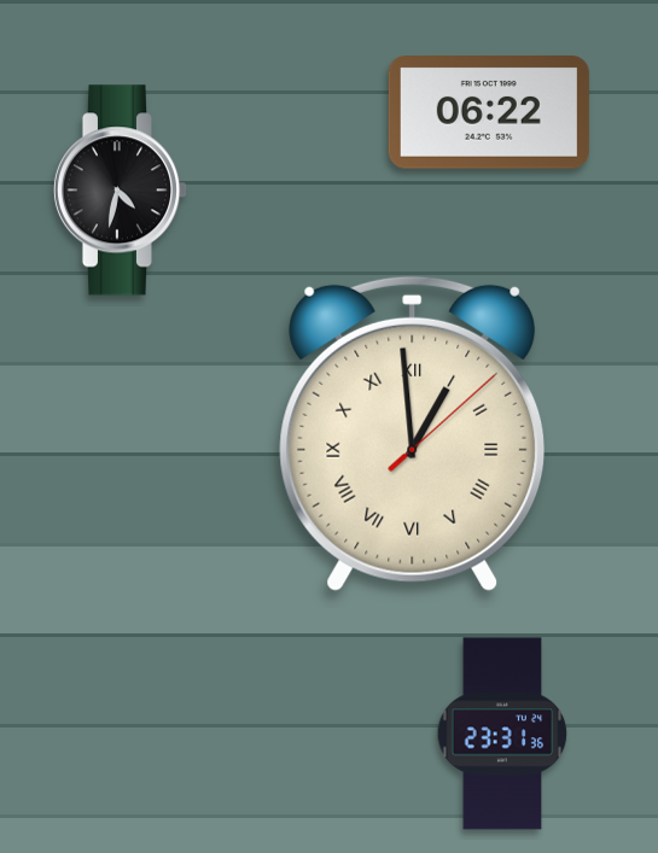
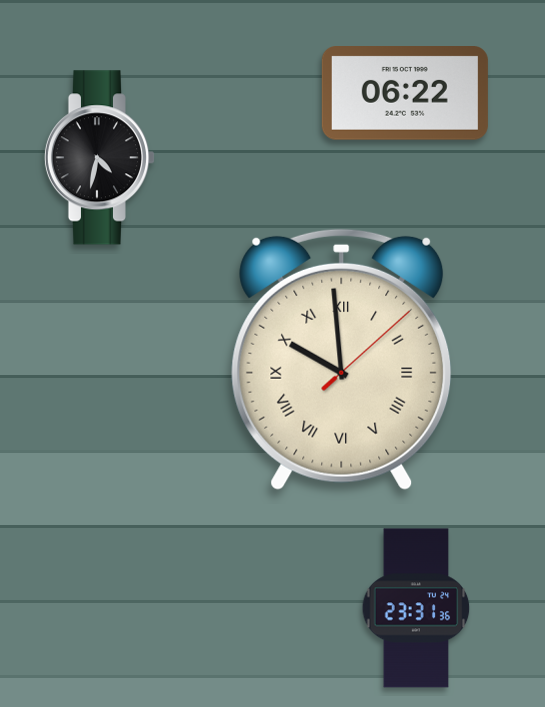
clock at (413, 433): 12:59 -> 9:59
